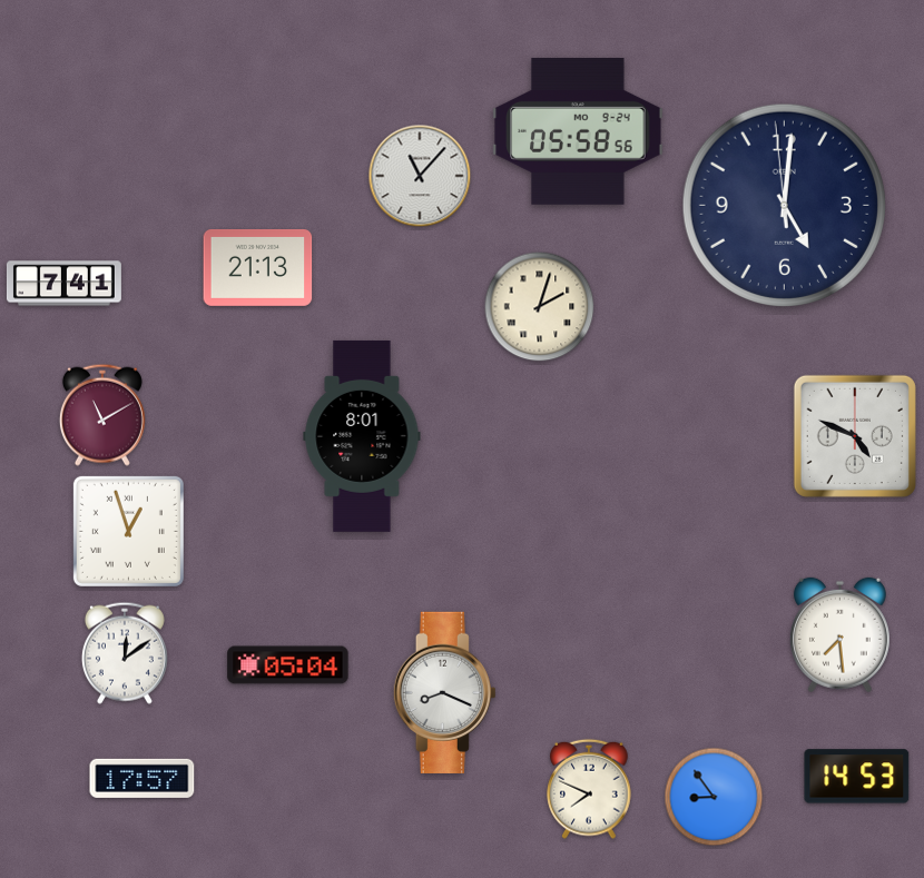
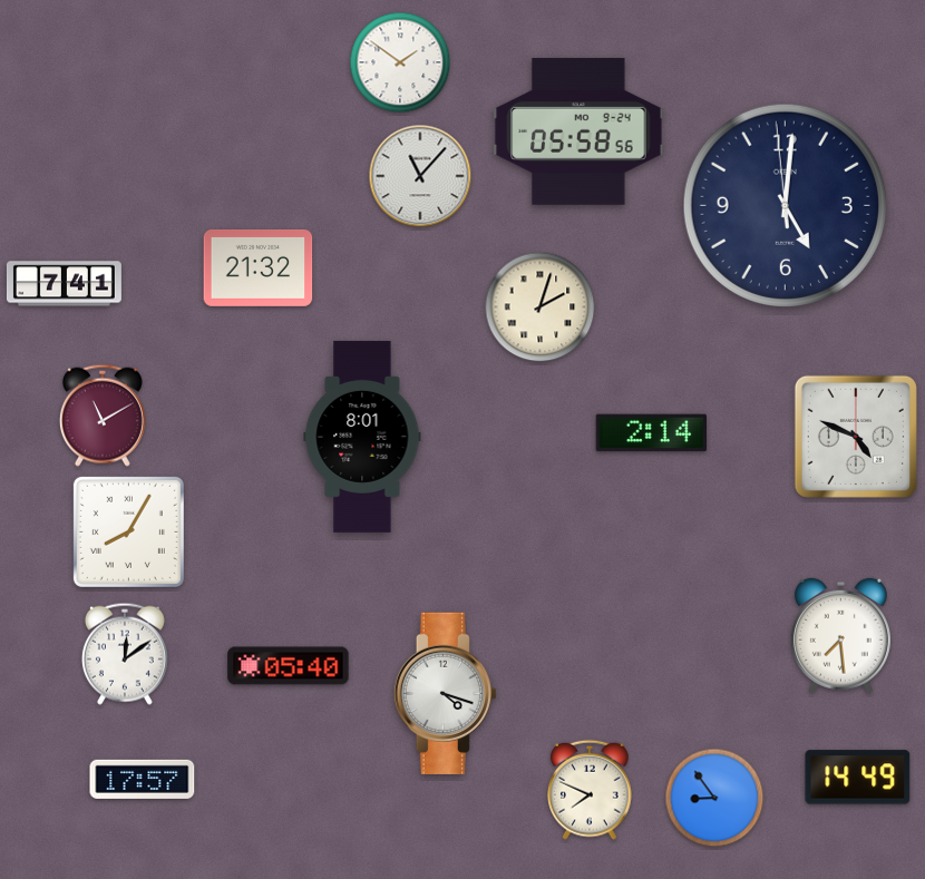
clock at (400, 62): none -> 1:51
clock at (258, 267): 21:13 -> 21:32
clock at (651, 433): none -> 2:14
clock at (128, 531): 12:57 -> 8:05
clock at (288, 665): 05:04 -> 05:40
clock at (444, 692): 8:19 -> 4:18
clock at (857, 777): 14:53 -> 14:49
